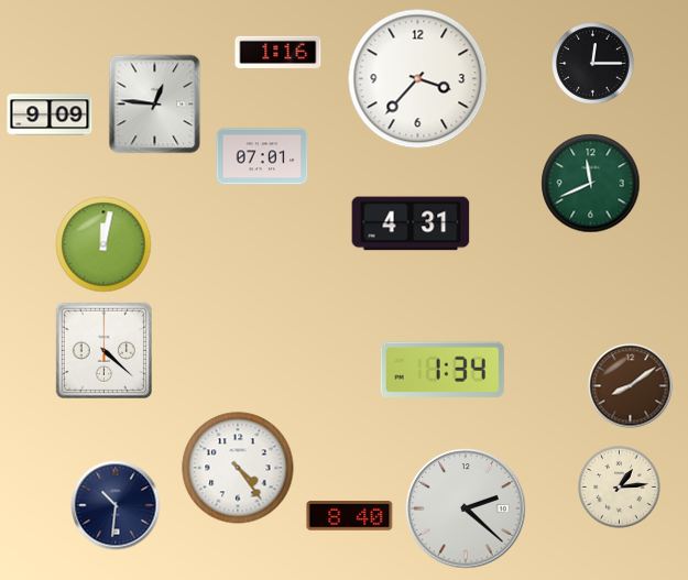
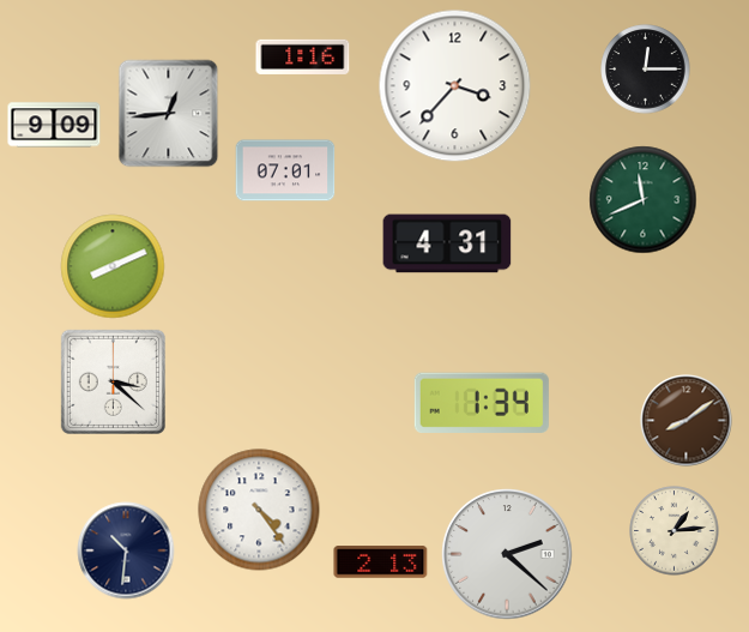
clock at (155, 105): 12:46 -> 12:44
clock at (103, 244): 12:02 -> 8:11
clock at (103, 350): 4:22 -> 3:22
clock at (350, 516): 8:40 -> 2:13
